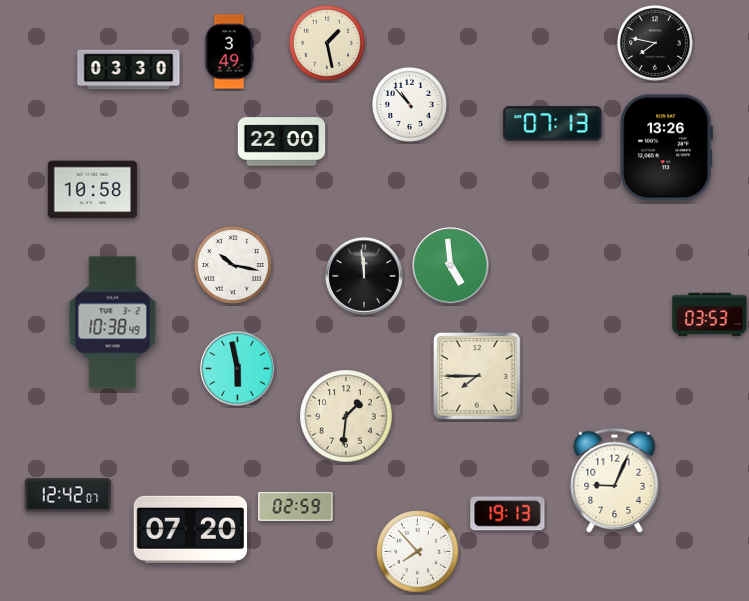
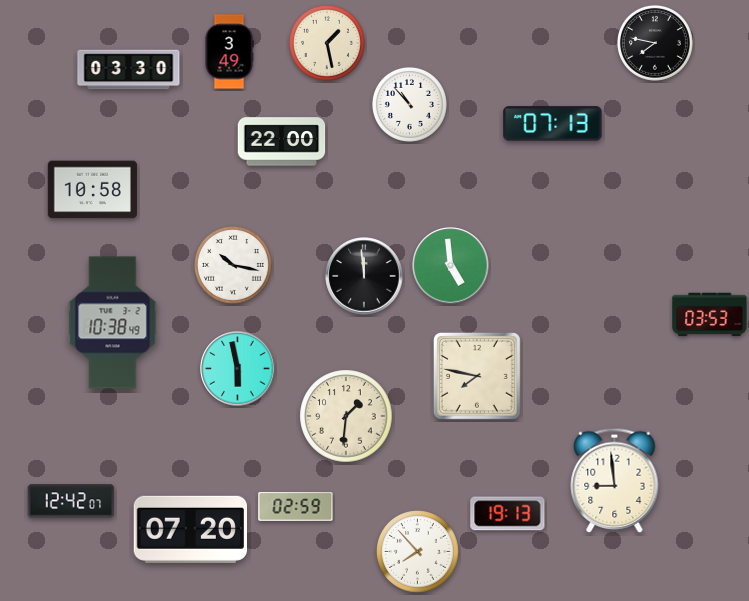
clock at (667, 148): 13:26 -> none
clock at (477, 376): 7:45 -> 7:47
clock at (615, 480): 9:04 -> 8:59
clock at (68, 495) position: (68, 495) -> (71, 501)
